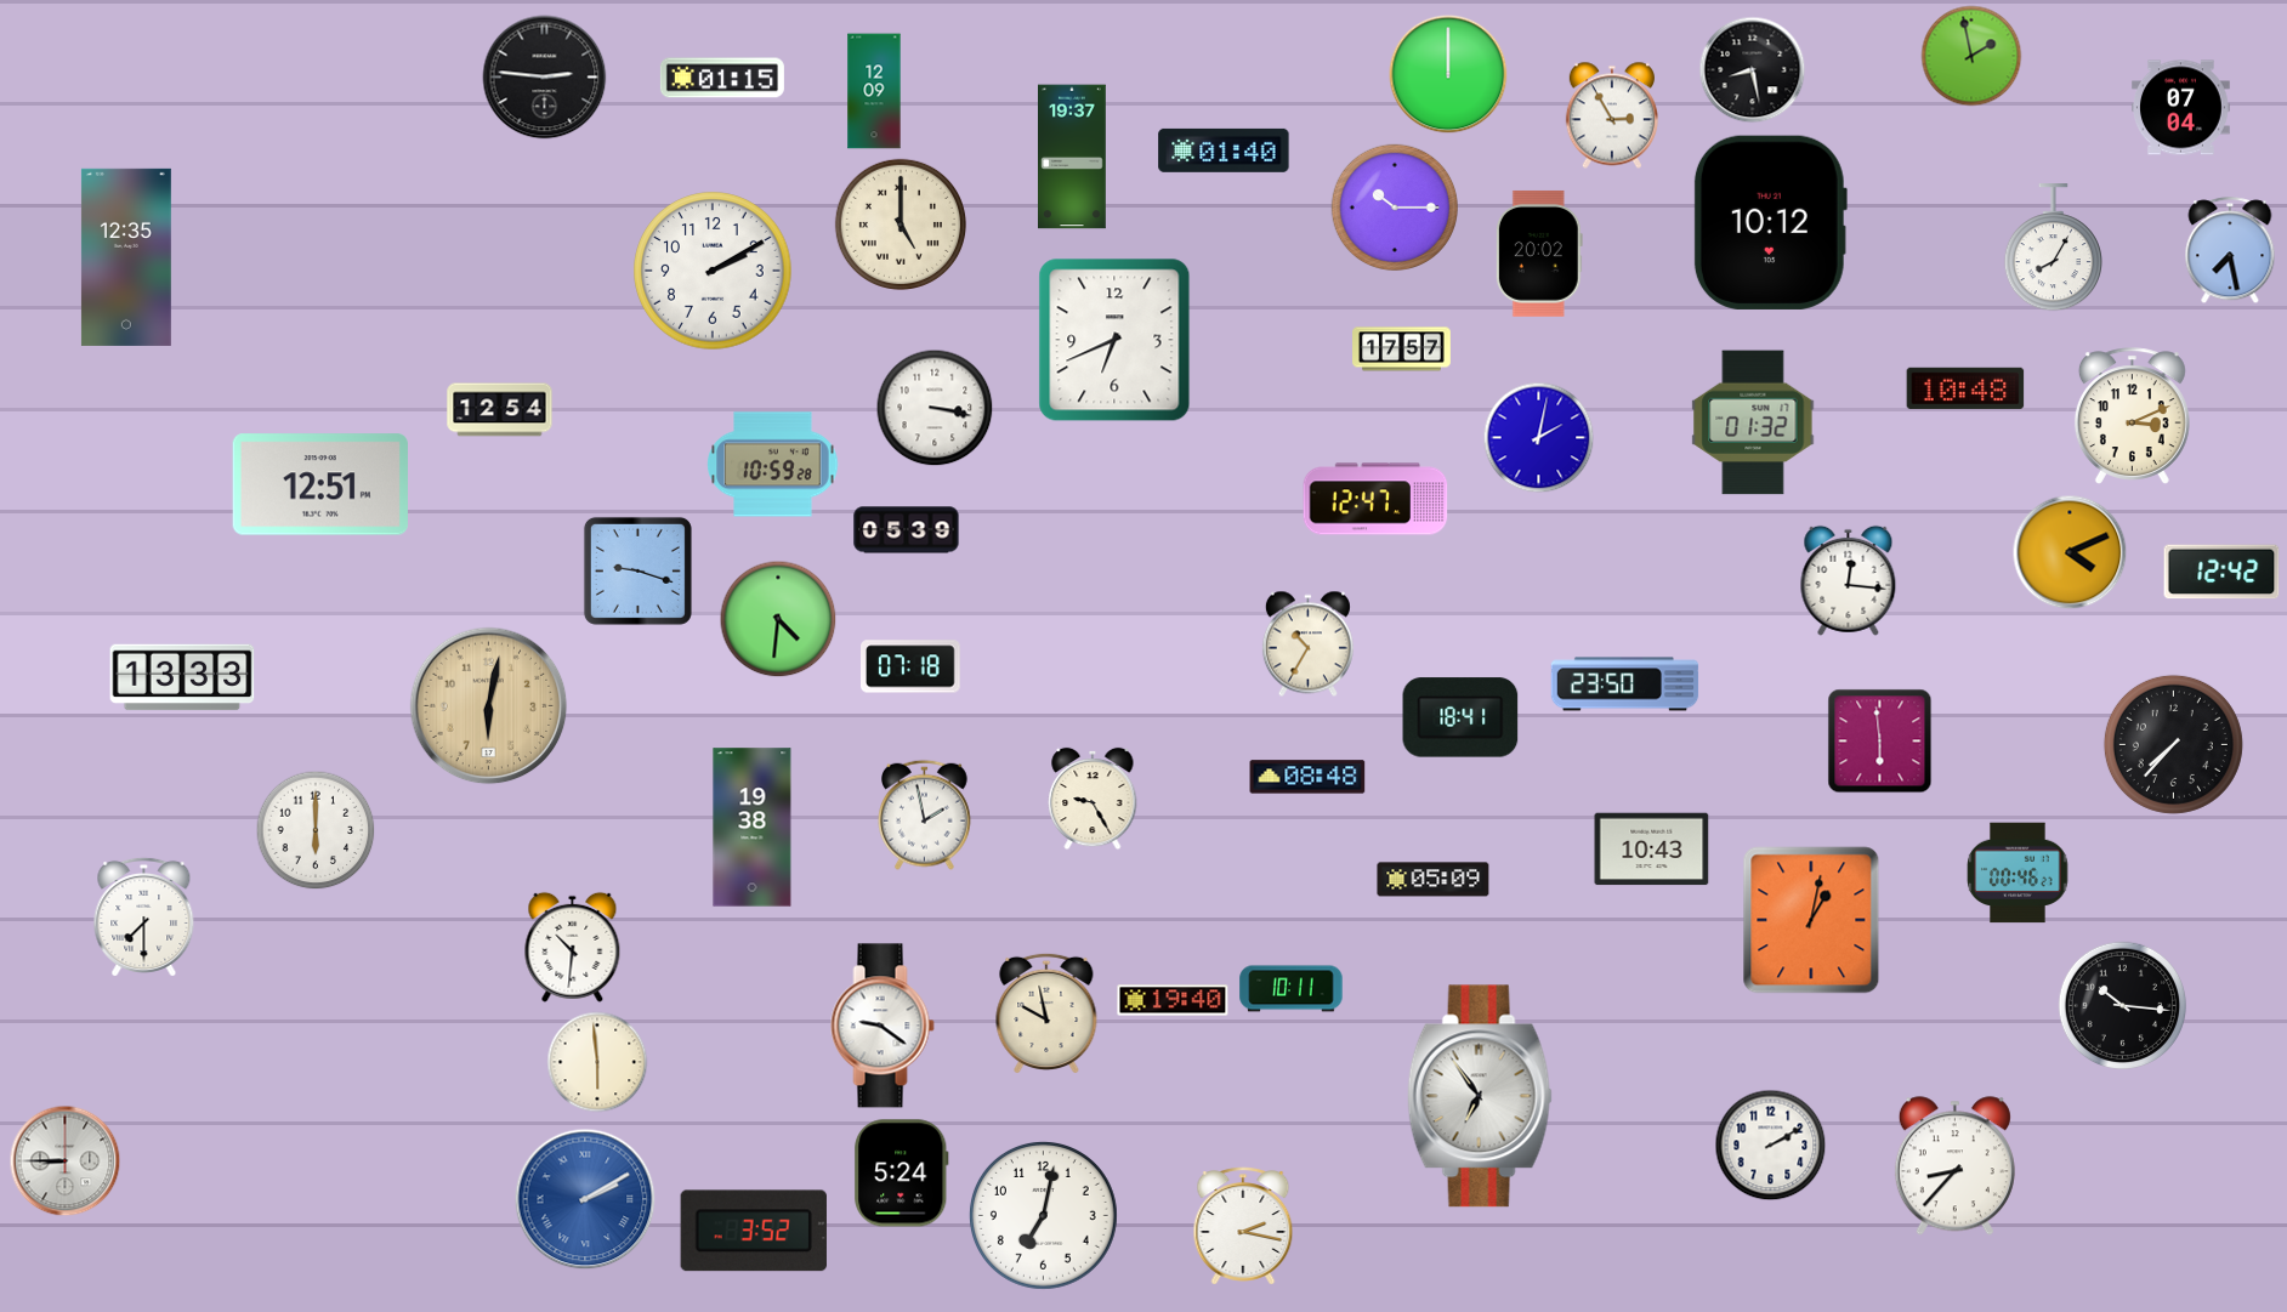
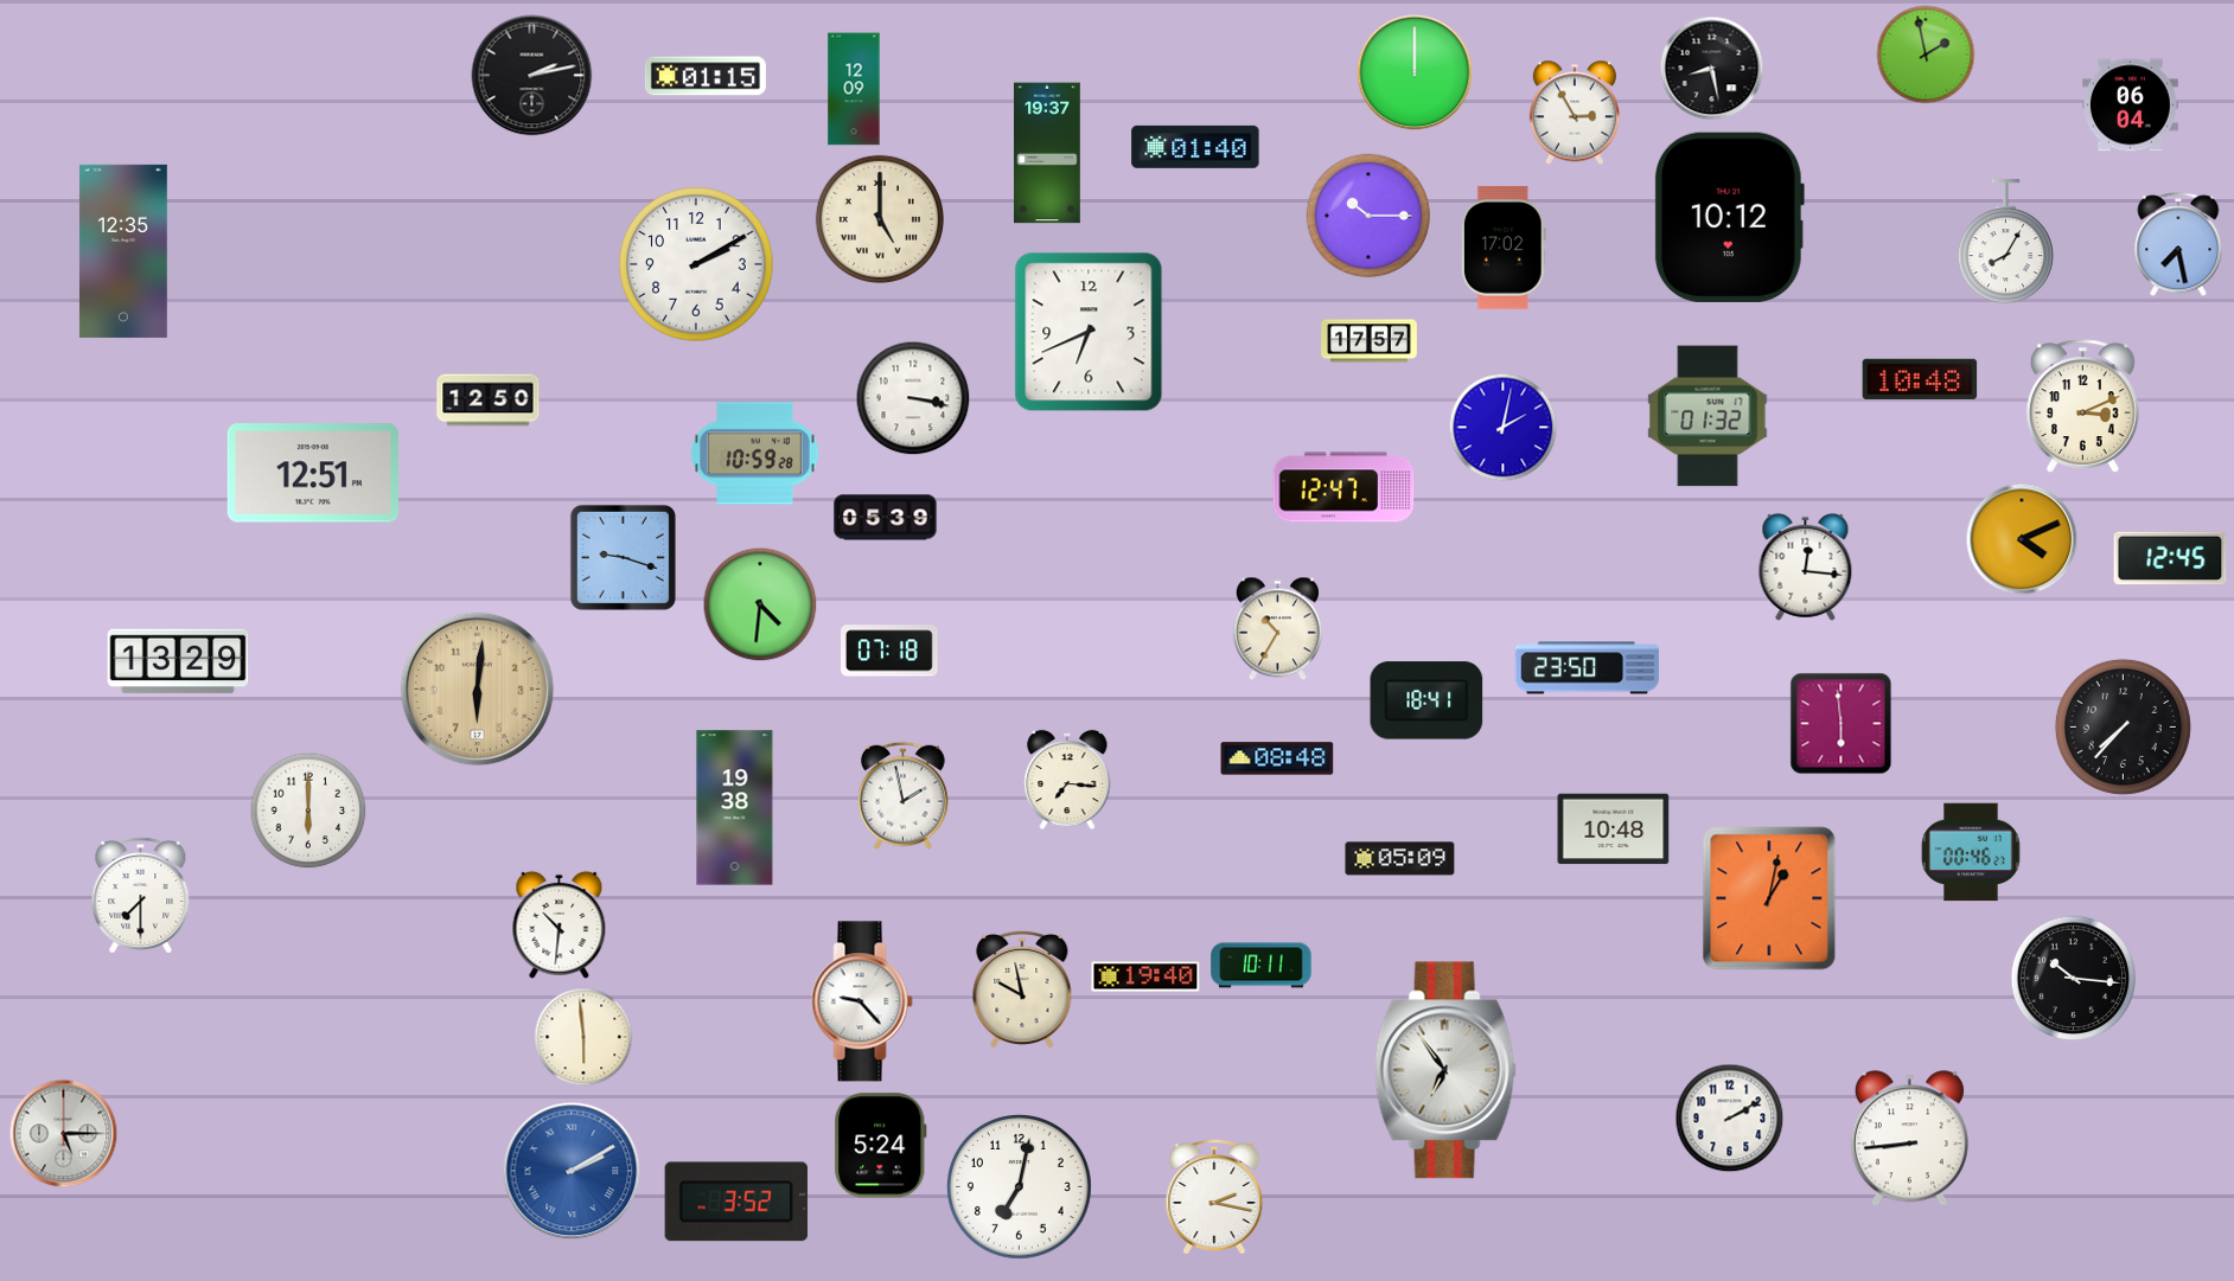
clock at (545, 78): 2:46 -> 2:13
clock at (2181, 108): 07:04 -> 06:04
clock at (1395, 208) position: (1395, 208) -> (1368, 216)
clock at (1539, 254): 20:02 -> 17:02
clock at (500, 410): 12:54 -> 12:50
clock at (1753, 422) position: (1753, 422) -> (1708, 416)
clock at (2221, 572): 12:42 -> 12:45
clock at (182, 677): 13:33 -> 13:29
clock at (489, 706): 6:02 -> 6:01
clock at (1880, 742) position: (1880, 742) -> (1842, 724)
clock at (1093, 799): 9:25 -> 7:16
clock at (1652, 850): 10:43 -> 10:48
clock at (2122, 1005) position: (2122, 1005) -> (2073, 978)
clock at (883, 1026): 9:21 -> 9:23
clock at (66, 1162): 8:45 -> 5:15
clock at (1954, 1166): 8:37 -> 8:44
